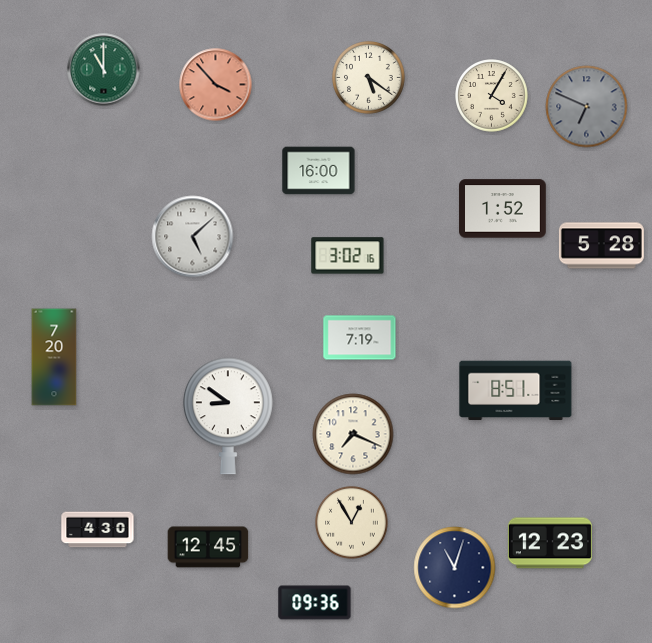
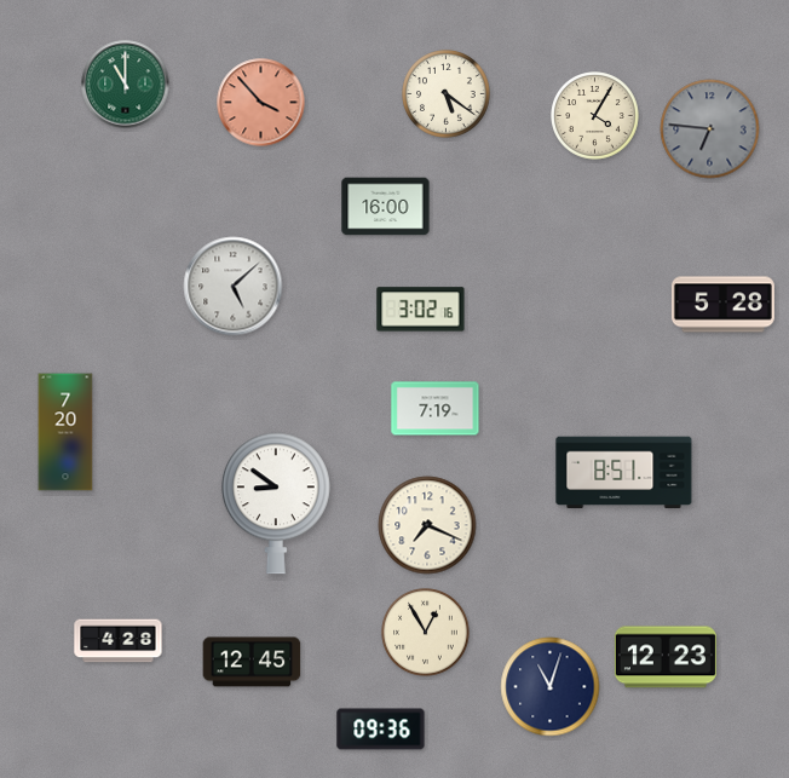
clock at (587, 107): 6:49 -> 6:46
clock at (503, 209): 1:52 -> none
clock at (601, 246) position: (601, 246) -> (722, 305)
clock at (98, 530): 4:30 -> 4:28
